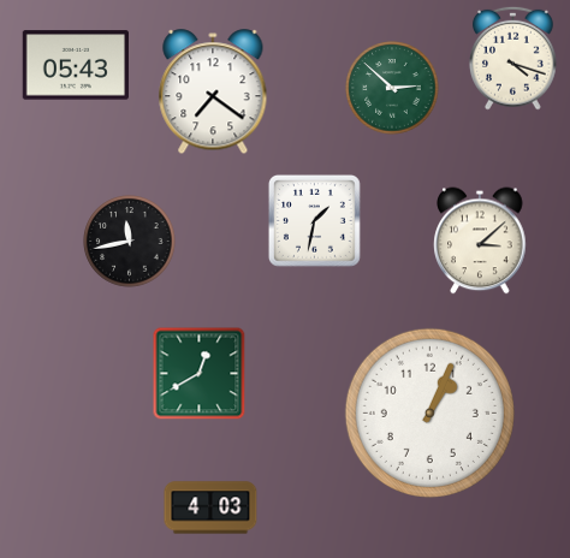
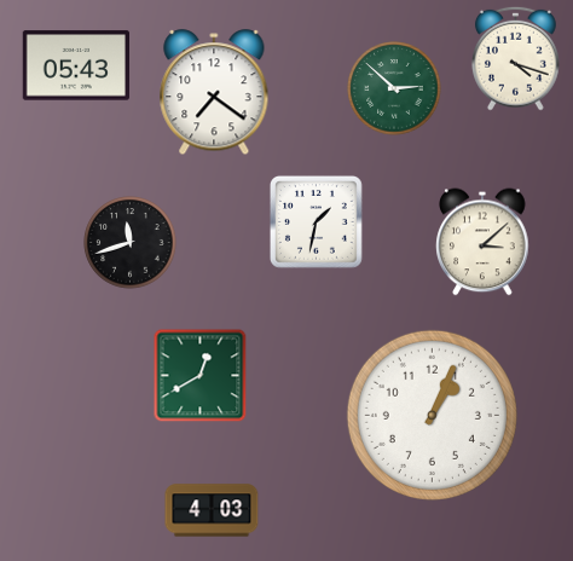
clock at (130, 242): 11:43 -> 11:42
